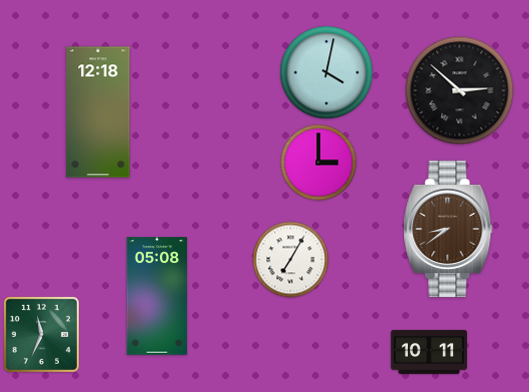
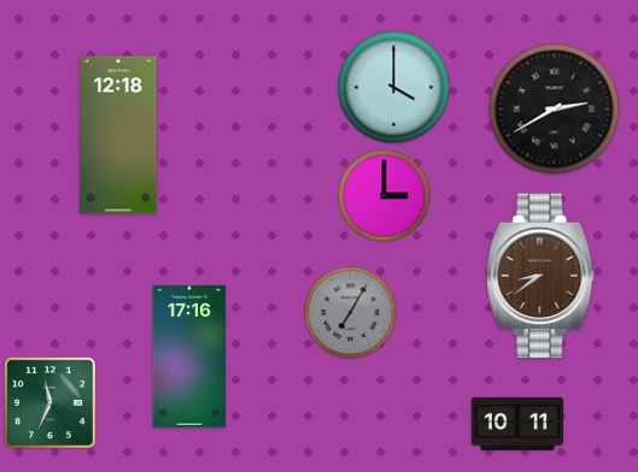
clock at (327, 73): 4:02 -> 4:00
clock at (460, 91): 2:52 -> 2:40
clock at (291, 260) dial: white -> grey
clock at (157, 296): 05:08 -> 17:16
